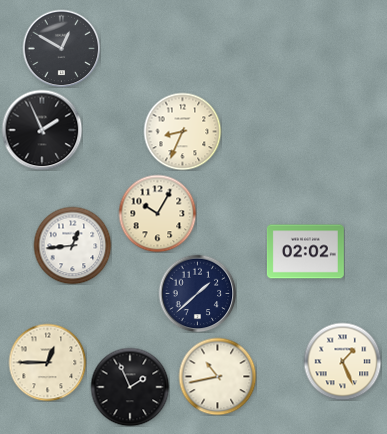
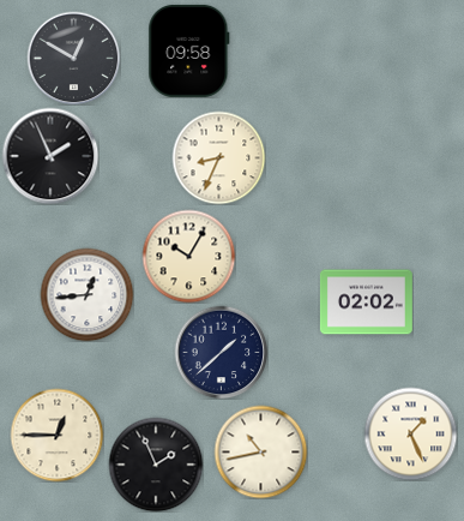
clock at (189, 50): none -> 09:58
clock at (197, 293) position: (197, 293) -> (221, 352)
